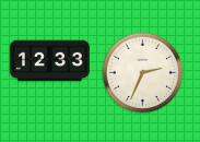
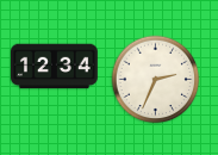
clock at (50, 61): 12:33 -> 12:34
